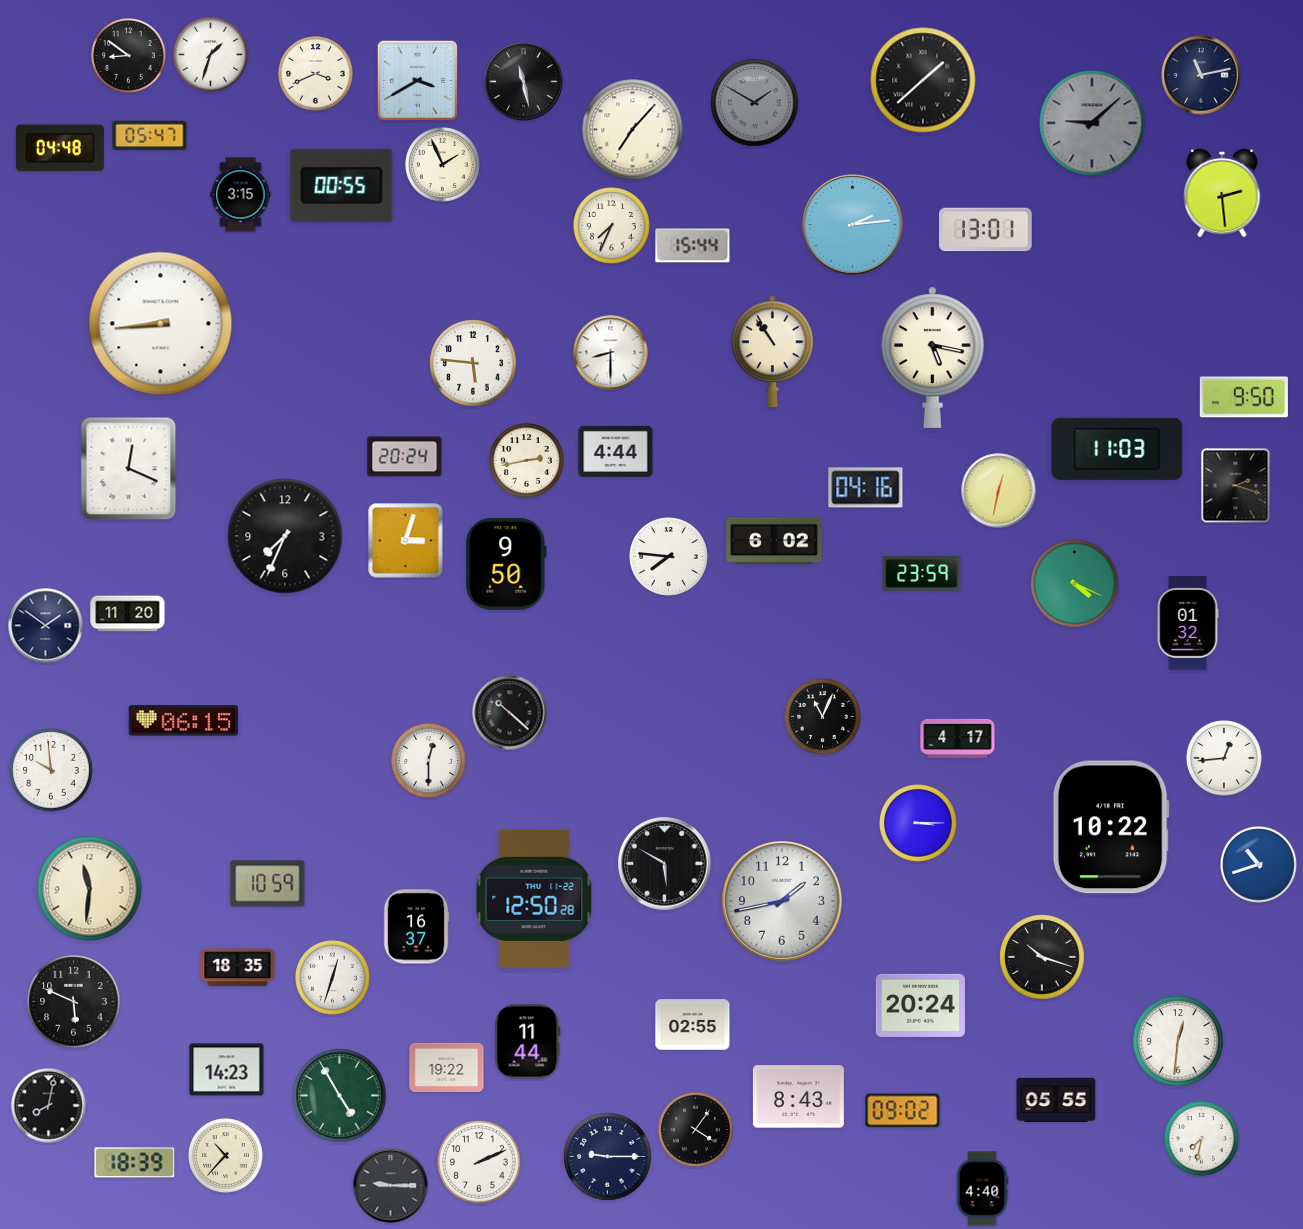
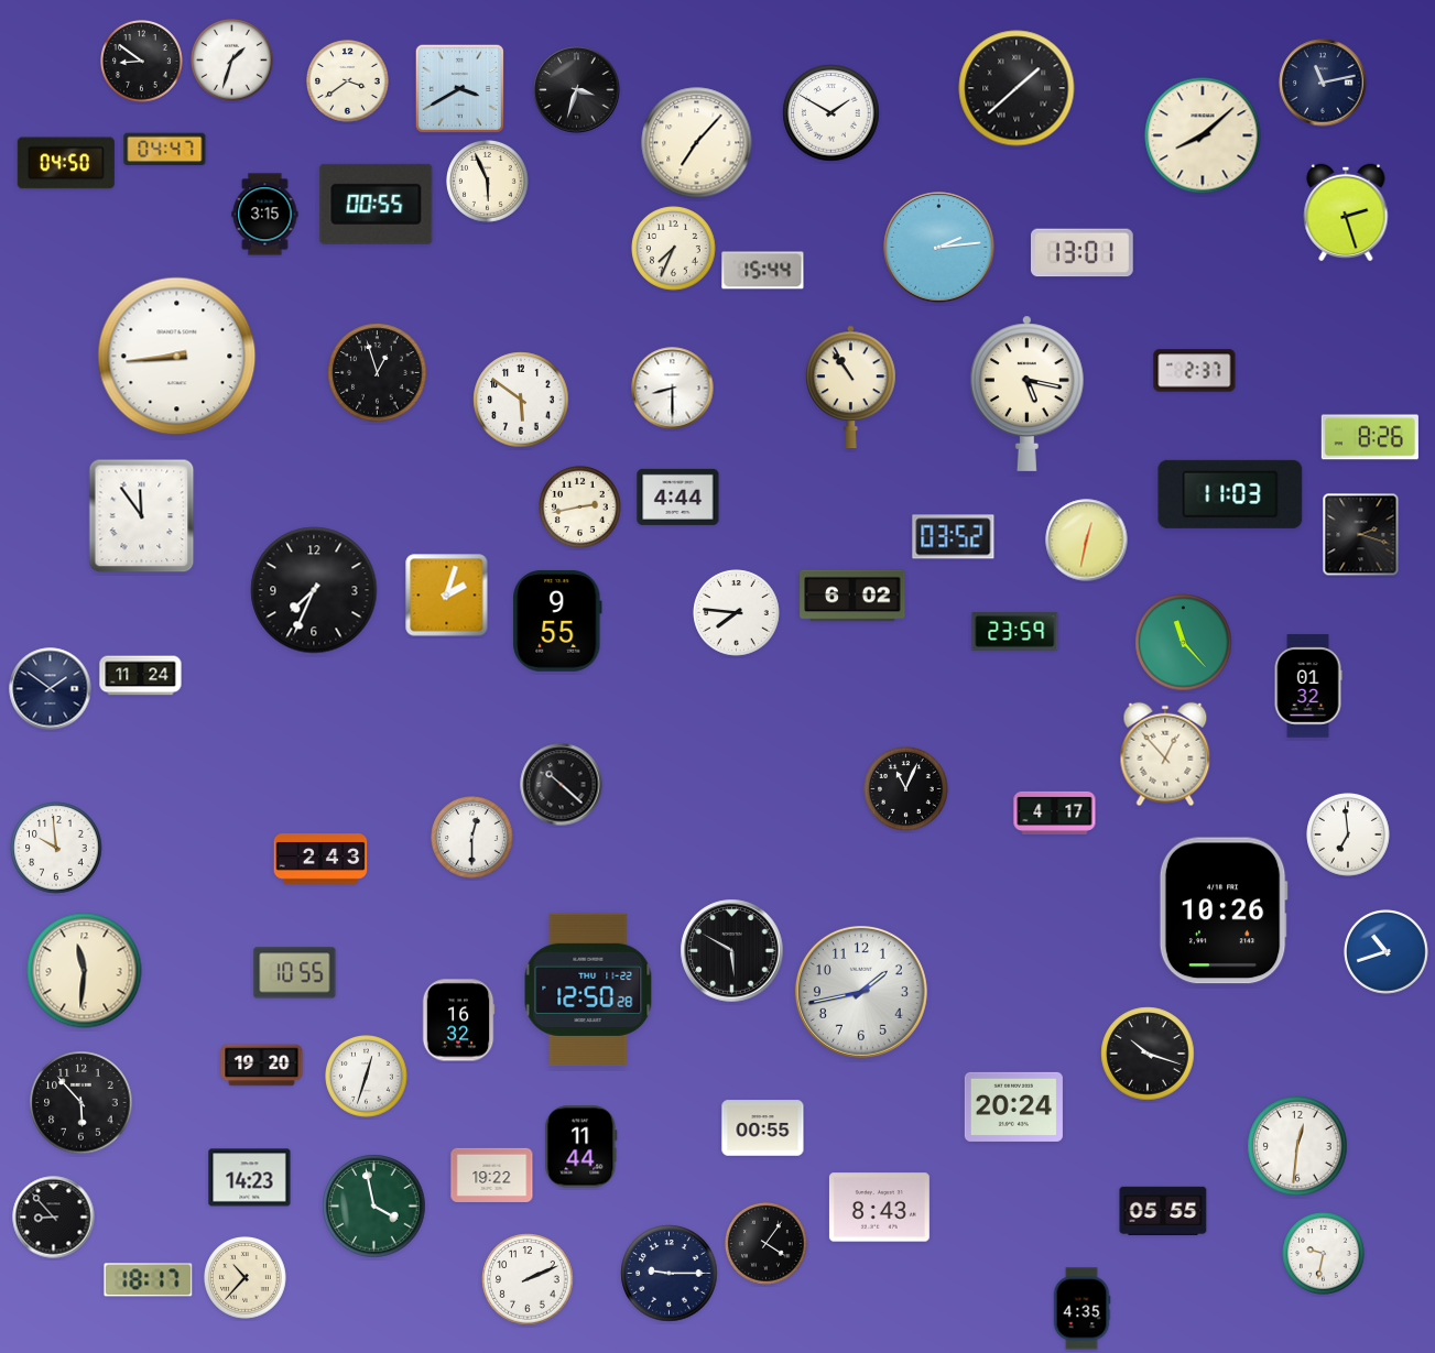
clock at (316, 74): 3:41 -> 3:39
clock at (524, 82): 11:28 -> 3:33
clock at (755, 103) dial: grey -> white
clock at (1092, 123): 9:08 -> 8:08
clock at (1092, 123) dial: grey -> cream
clock at (150, 136): 05:47 -> 04:47
clock at (60, 148): 04:48 -> 04:50
clock at (443, 165): 1:56 -> 5:56
clock at (1222, 193): 2:29 -> 2:27
clock at (986, 230) position: (986, 230) -> (1083, 253)
clock at (1195, 371): none -> 2:37
clock at (378, 373): none -> 12:57
clock at (473, 363): 5:46 -> 5:51
clock at (1244, 397): 9:50 -> 8:26
clock at (405, 457): 20:24 -> none
clock at (129, 469): 12:19 -> 11:54
clock at (866, 488): 04:16 -> 03:52
clock at (999, 491) position: (999, 491) -> (1087, 541)
clock at (406, 541): 3:03 -> 2:03
clock at (506, 564): 9:50 -> 9:55
clock at (1075, 584): 4:19 -> 11:23
clock at (128, 614): 11:20 -> 11:24
clock at (1165, 754): none -> 12:53
clock at (184, 721): 06:15 -> none
clock at (1224, 758): 12:44 -> 6:59
clock at (320, 859): none -> 2:43
clock at (918, 823): 3:15 -> none
clock at (1111, 827): 10:22 -> 10:26
clock at (268, 884): 10:59 -> 10:55
clock at (90, 889) position: (90, 889) -> (85, 971)
clock at (416, 927): 16:37 -> 16:32
clock at (238, 968): 18:35 -> 19:20
clock at (74, 1002): 5:49 -> 5:53
clock at (693, 1025): 02:55 -> 00:55
clock at (340, 1096): 4:55 -> 3:58
clock at (49, 1106): 8:02 -> 8:53
clock at (903, 1111): 09:02 -> none
clock at (1202, 1139): 7:32 -> 9:32
clock at (226, 1156) position: (226, 1156) -> (246, 1278)
clock at (135, 1163): 18:39 -> 18:17
clock at (391, 1186): 9:15 -> none
clock at (982, 1189): 4:40 -> 4:35
